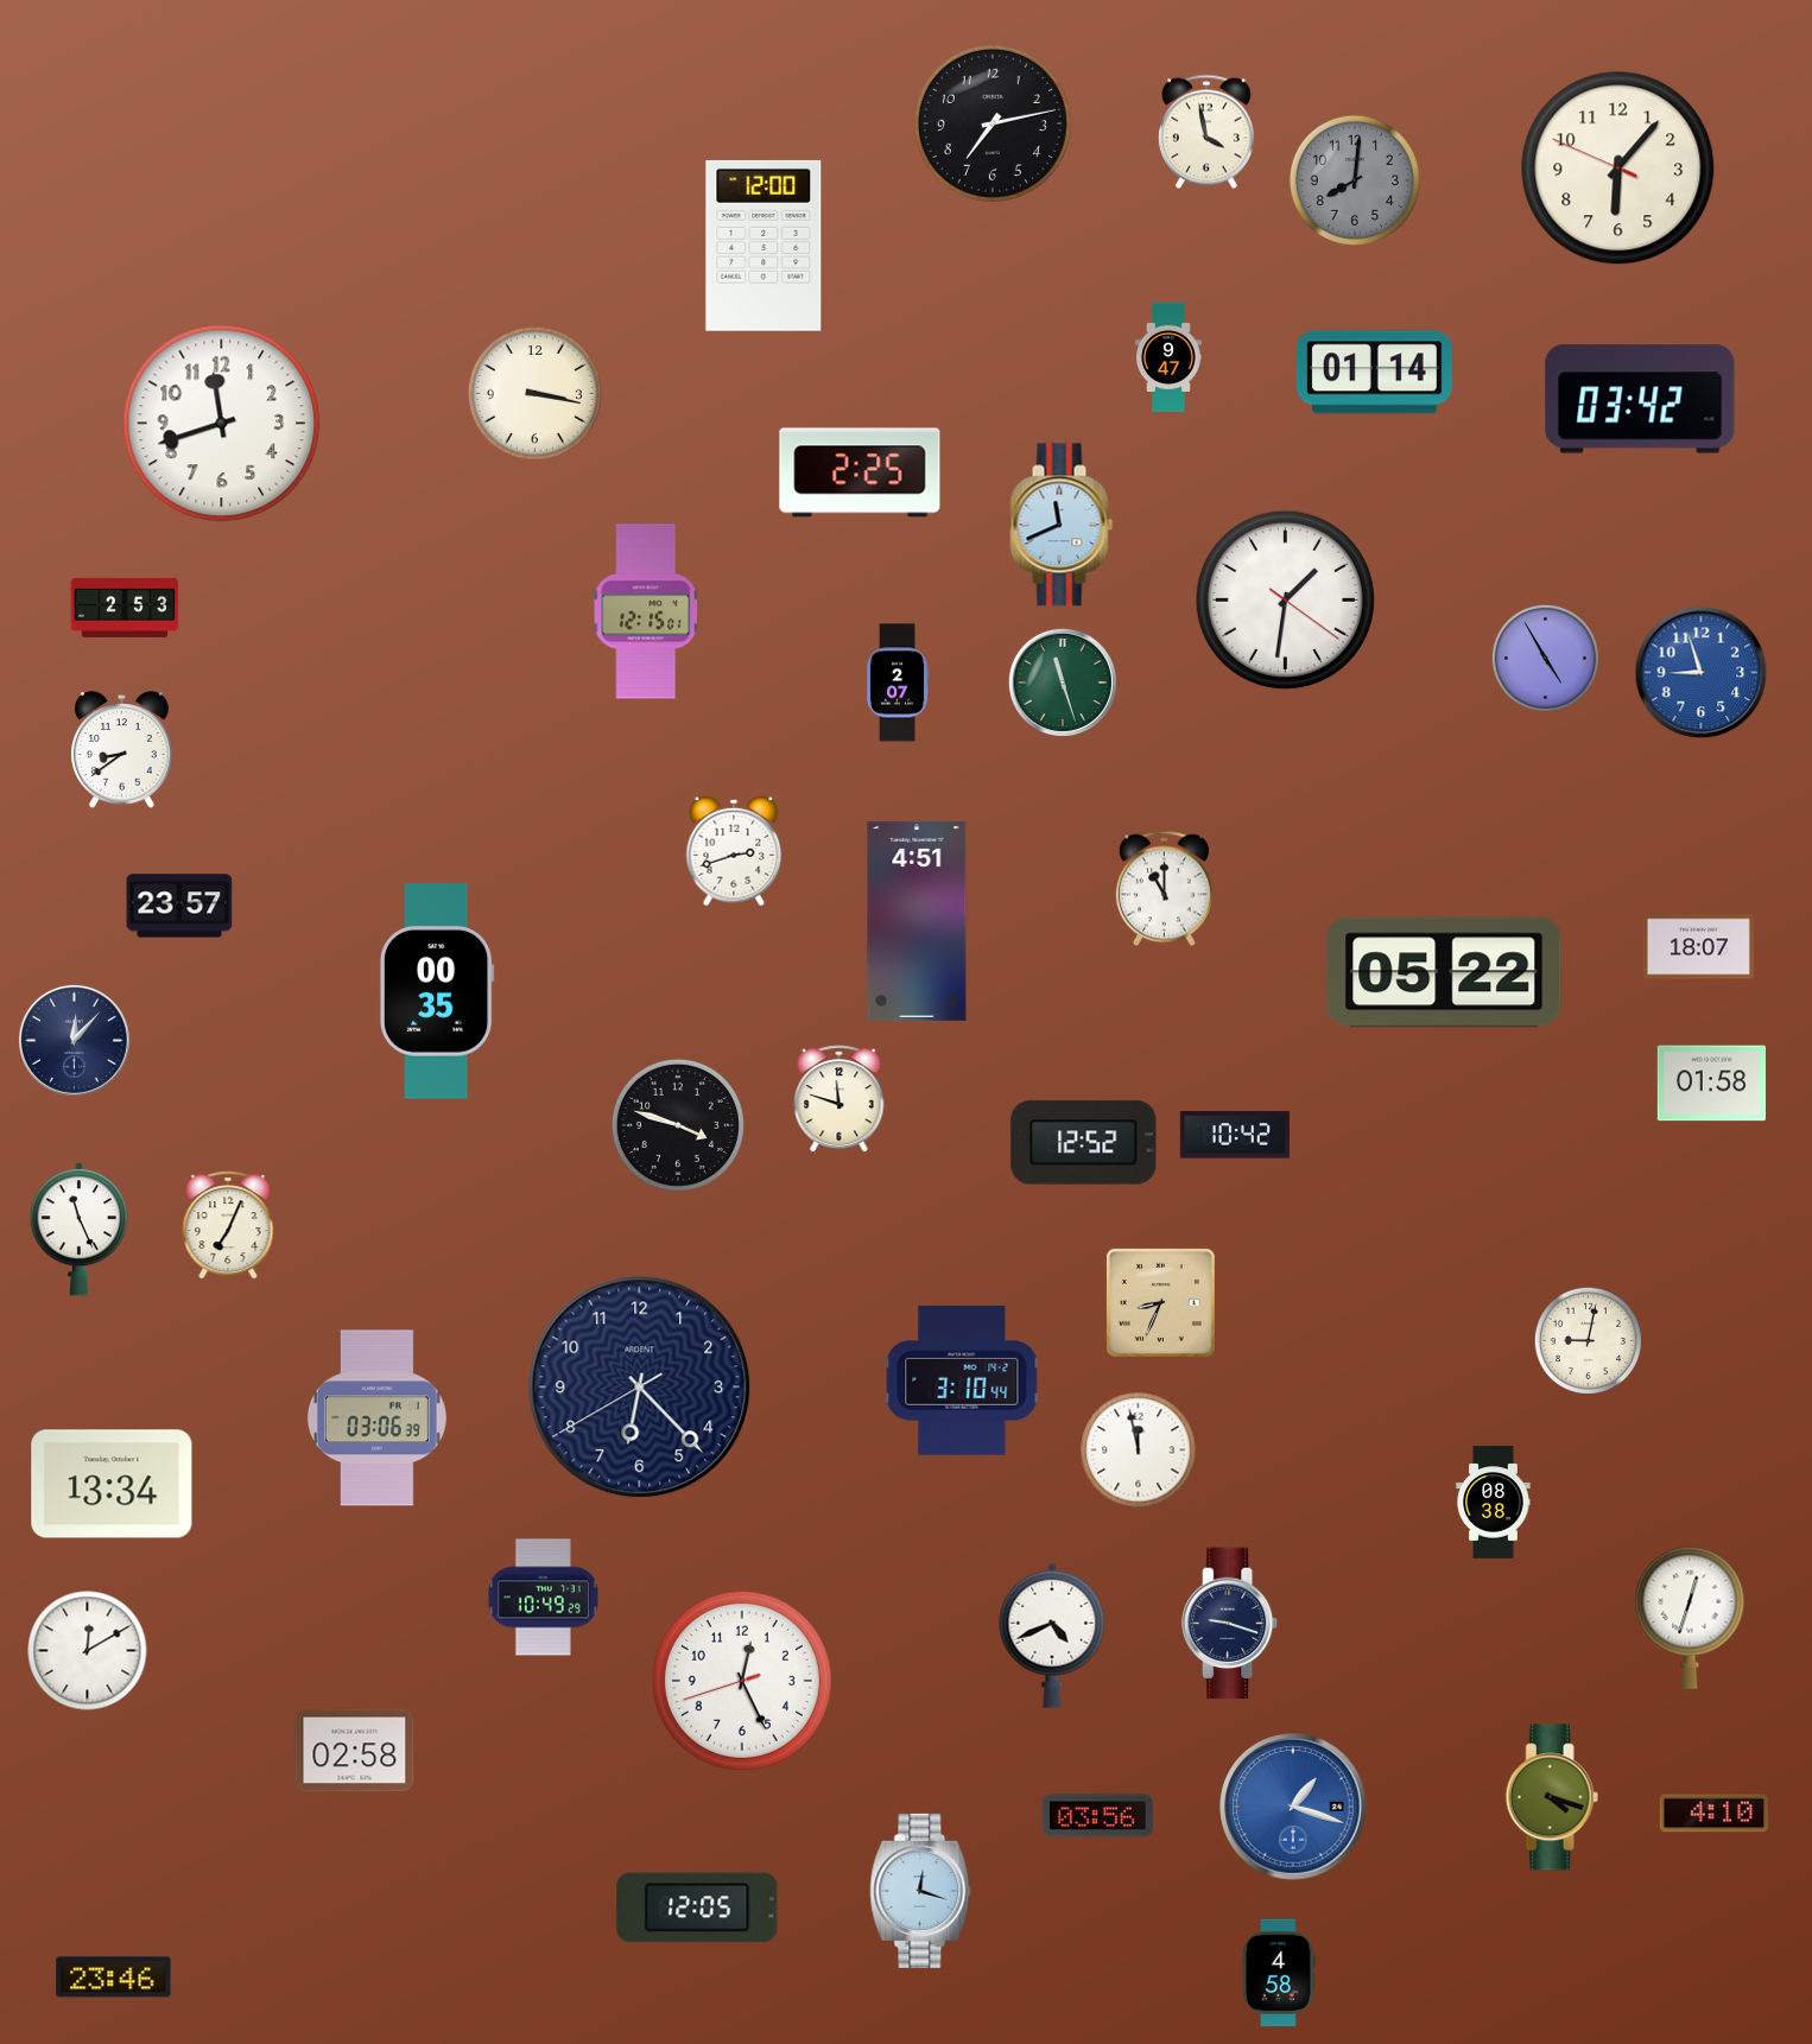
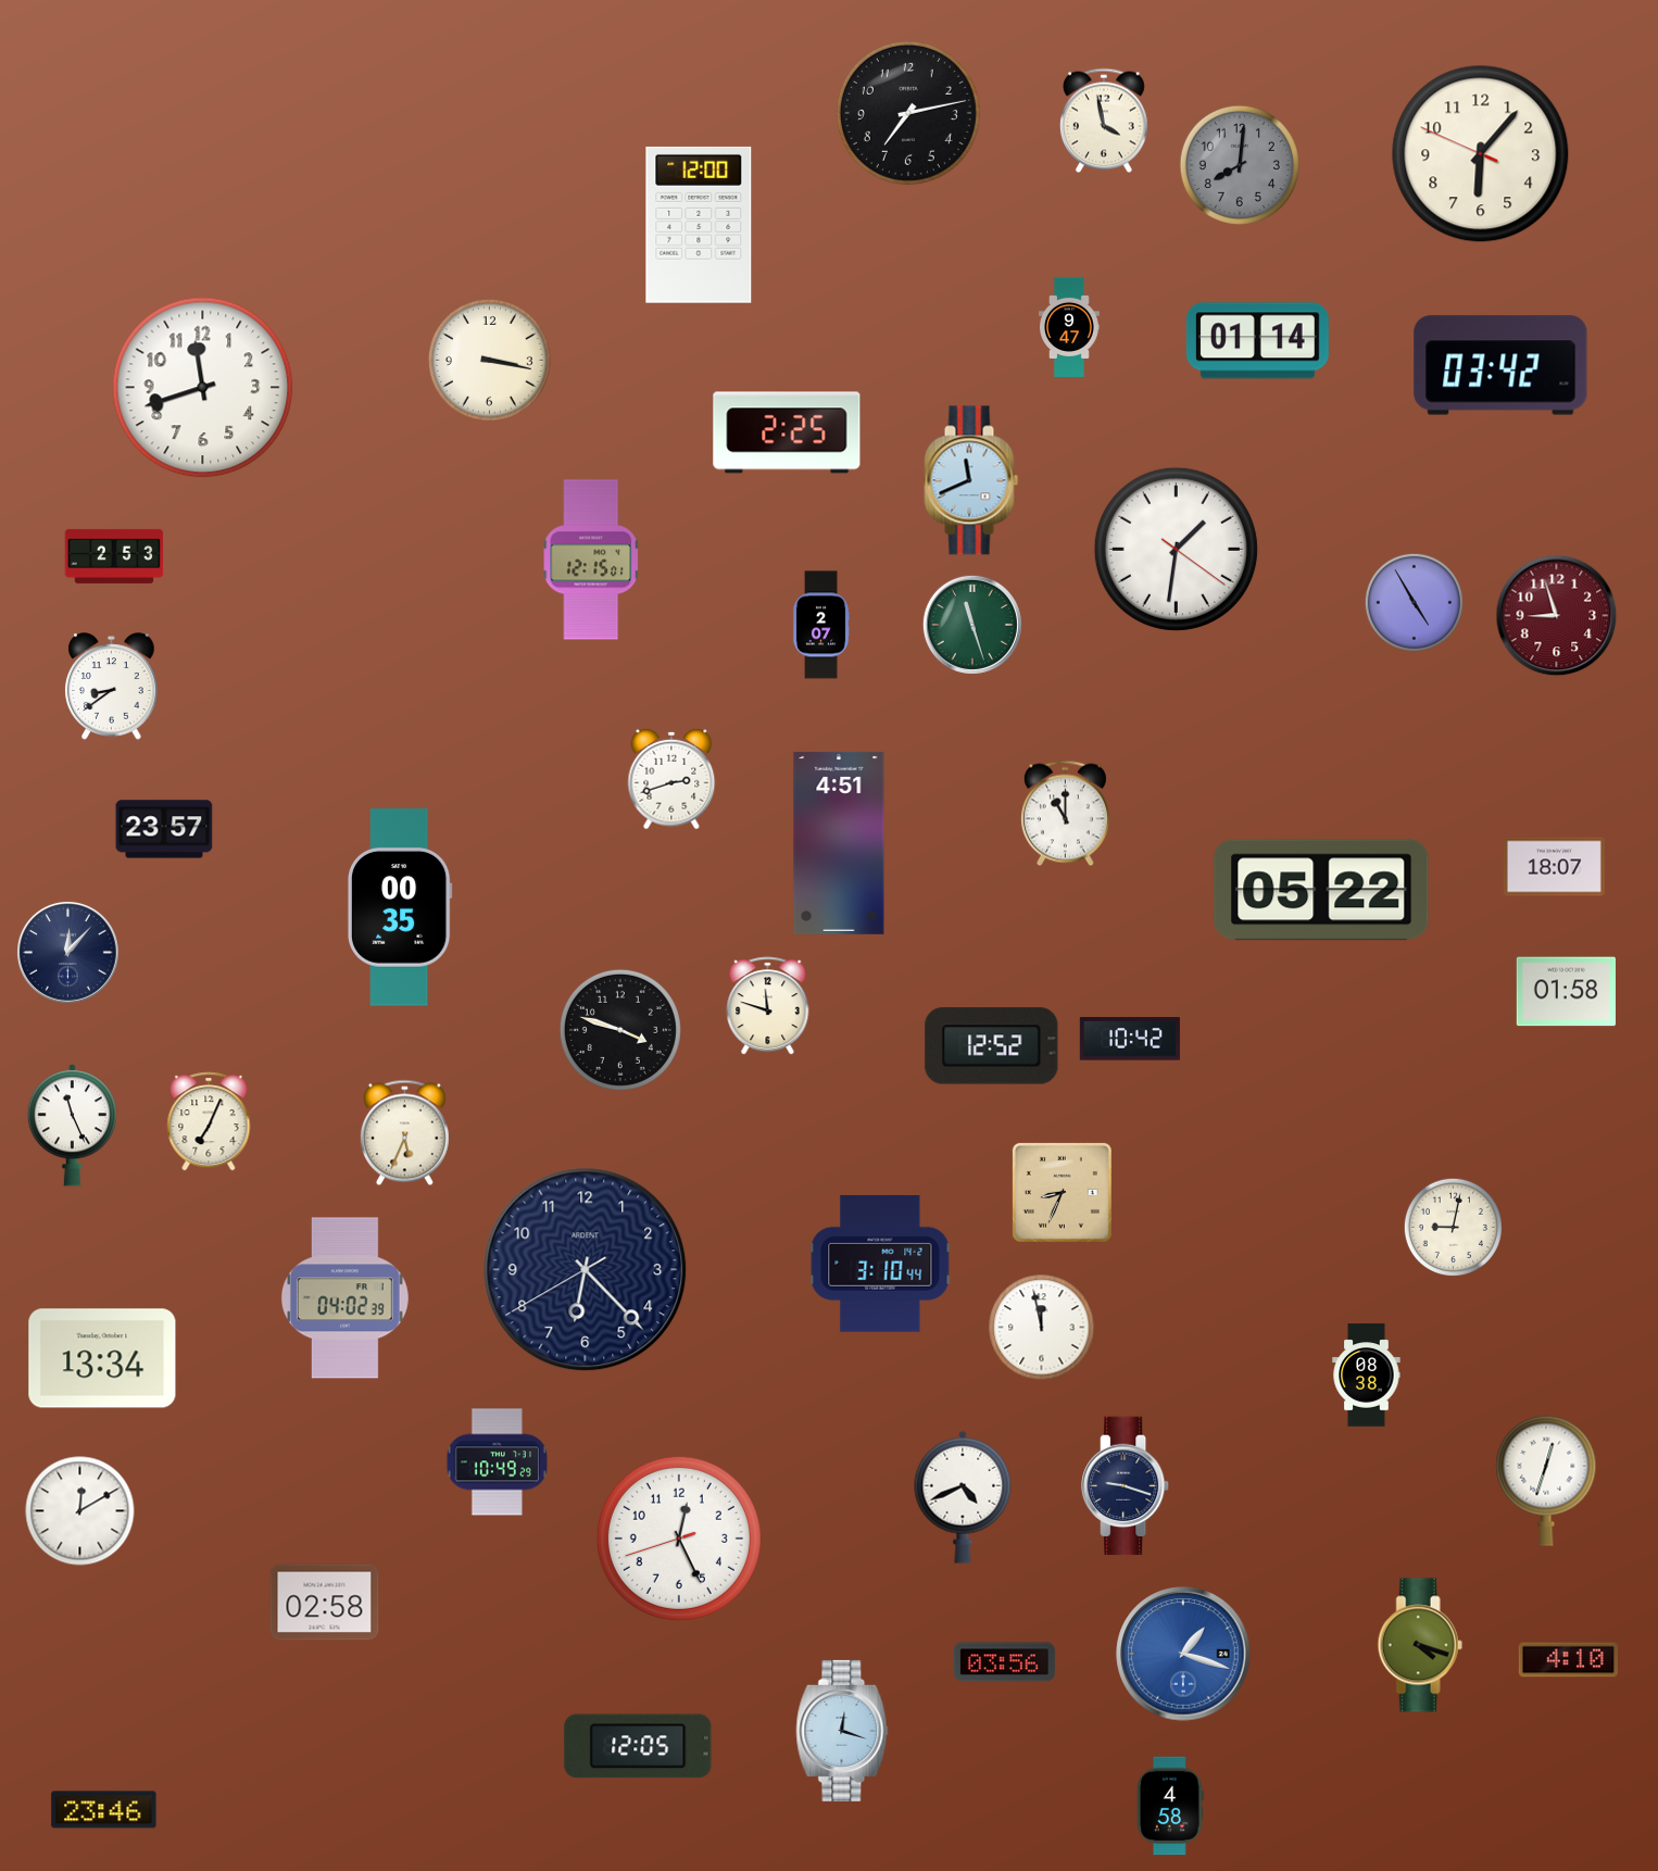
clock at (1702, 673) dial: blue -> burgundy
clock at (404, 1133): none -> 5:34
clock at (376, 1418): 03:06 -> 04:02
